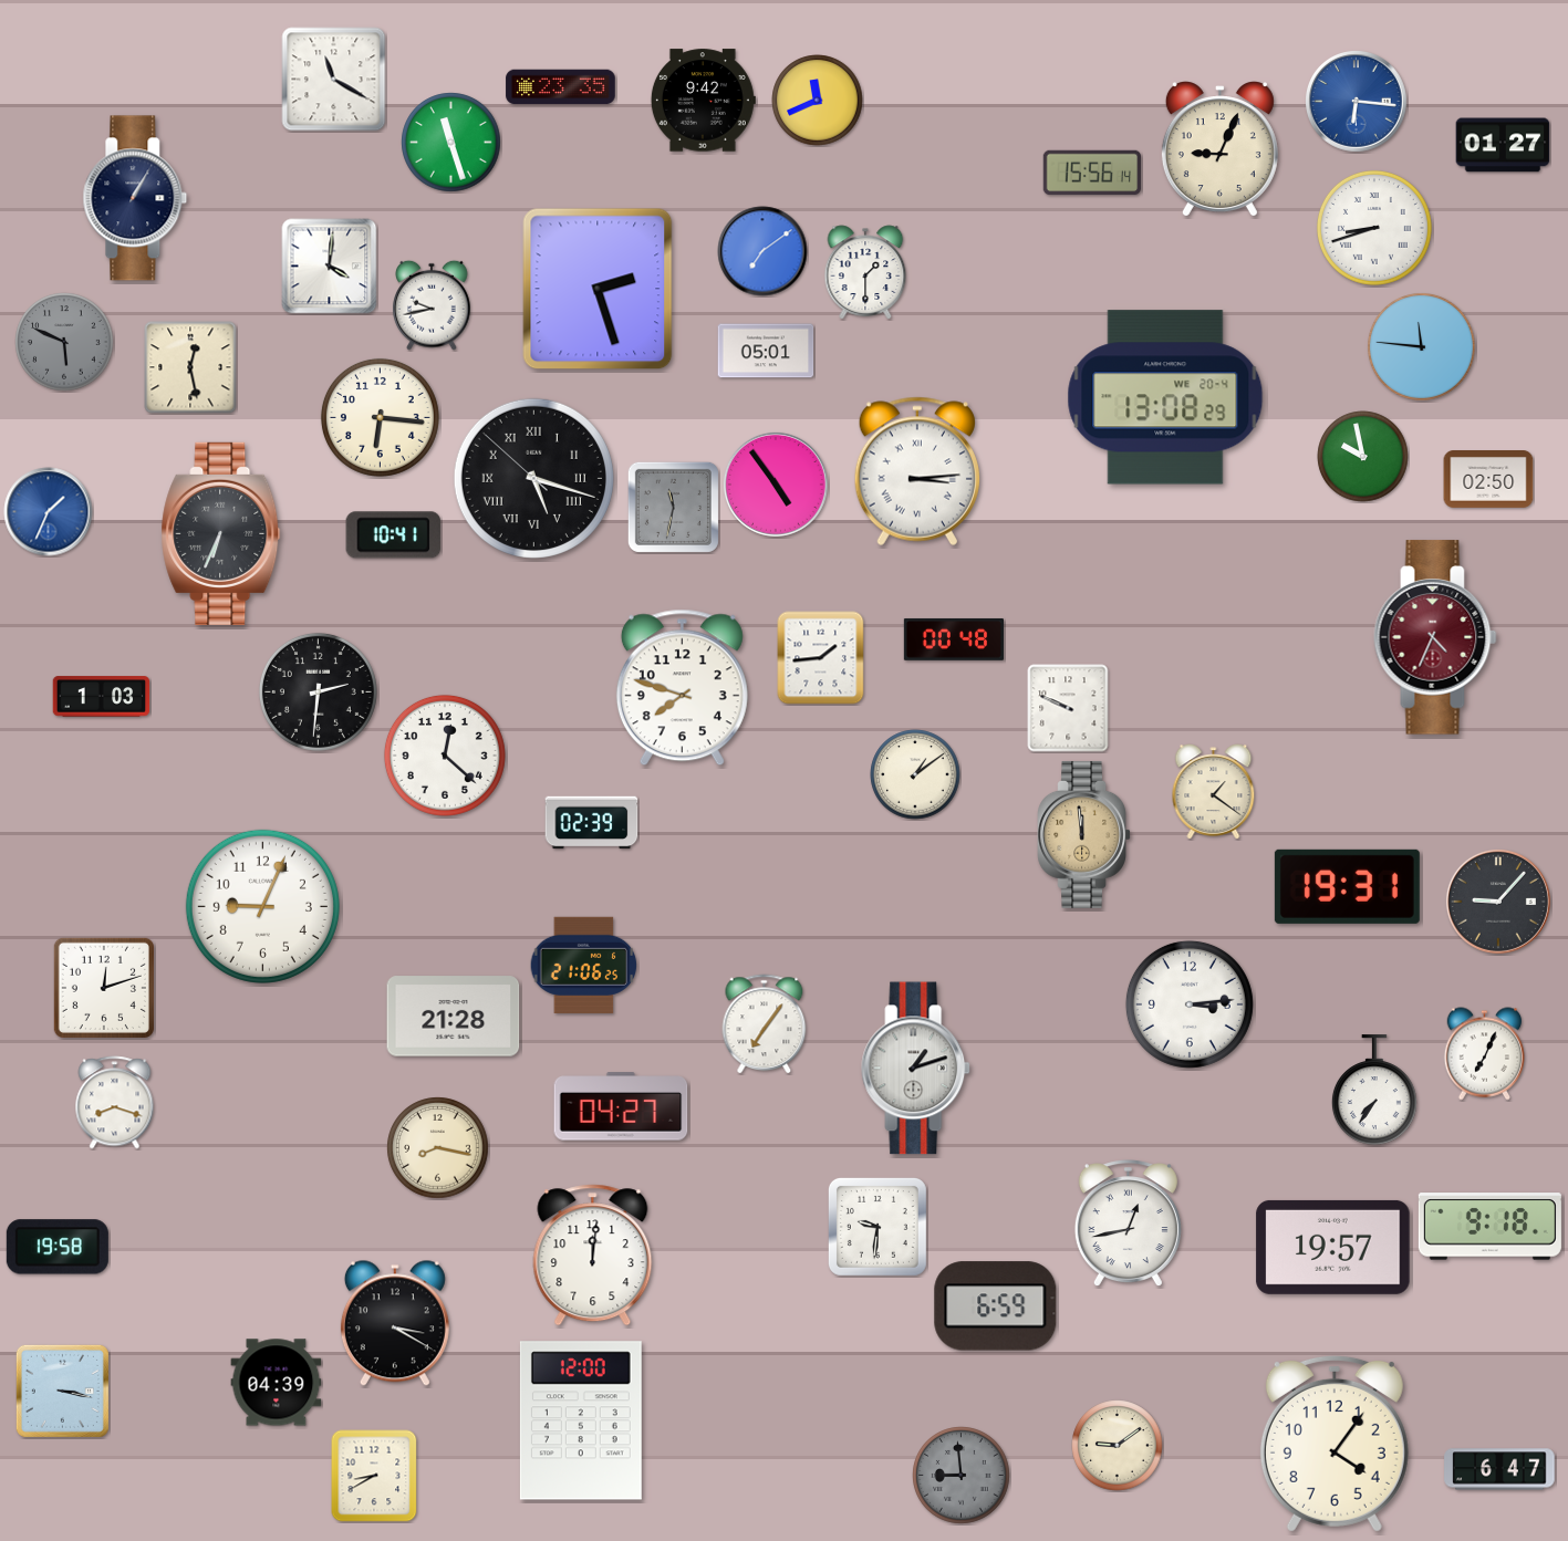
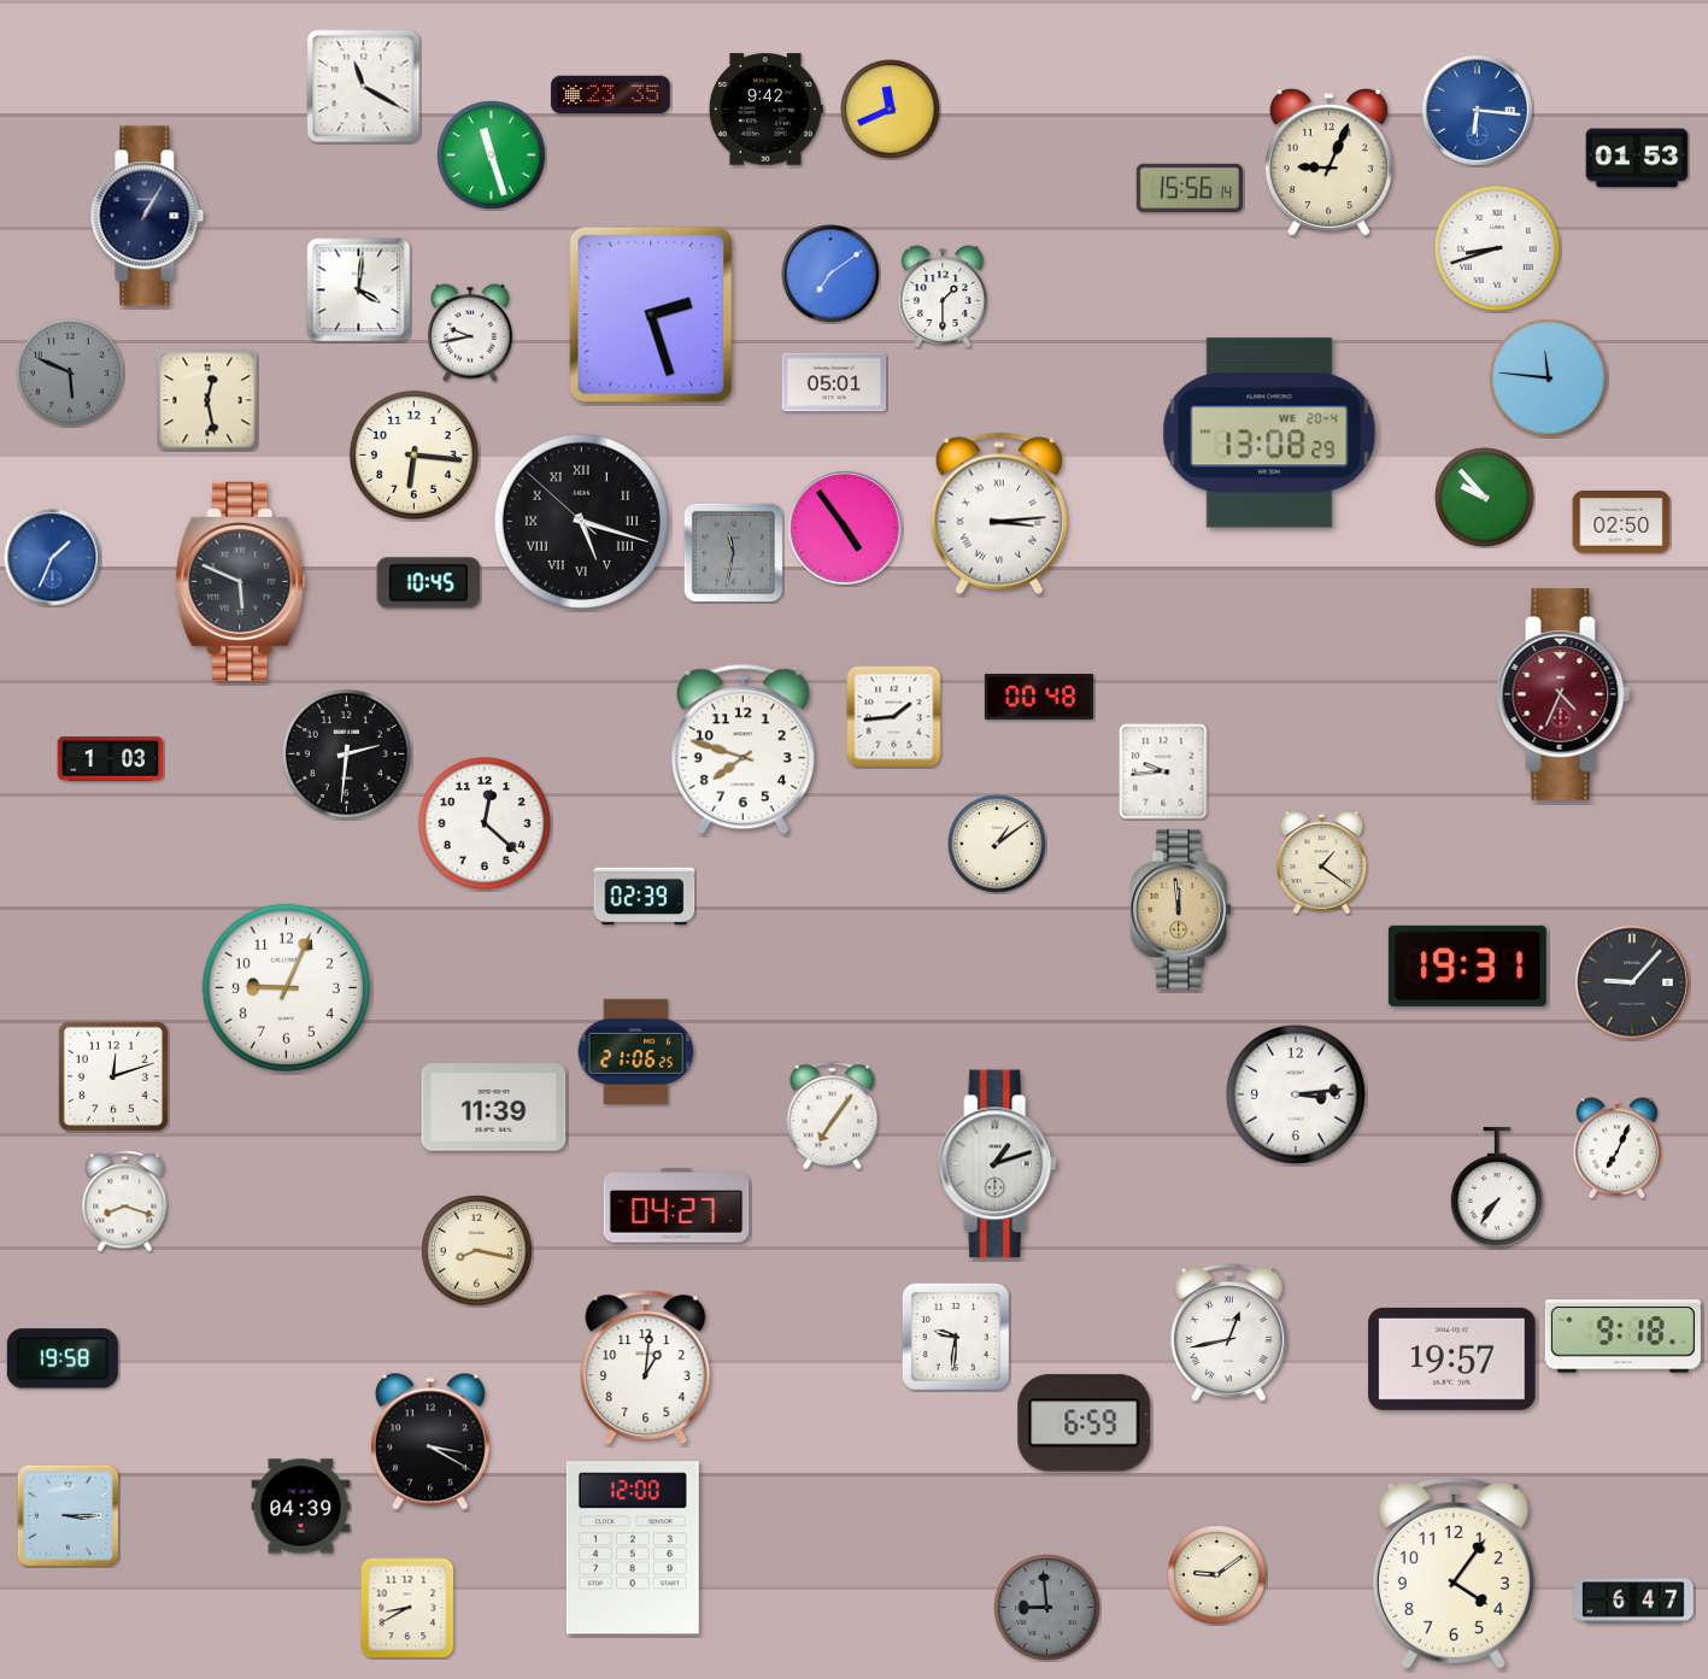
clock at (1503, 145): 01:27 -> 01:53
clock at (1363, 457): 9:58 -> 9:53
clock at (221, 533): 6:34 -> 5:49
clock at (394, 535): 10:41 -> 10:45
clock at (1068, 708): 9:49 -> 9:44
clock at (454, 1017): 21:28 -> 11:39
clock at (593, 1256): 12:01 -> 1:01
clock at (62, 1391): 3:17 -> 3:15
